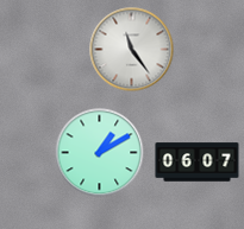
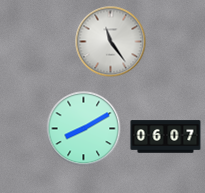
clock at (100, 153): 1:10 -> 8:10
